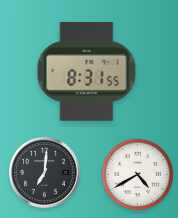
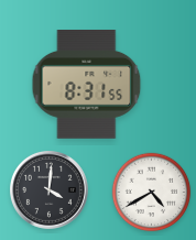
clock at (87, 72) position: (87, 72) -> (87, 85)
clock at (45, 173): 7:01 -> 4:01
